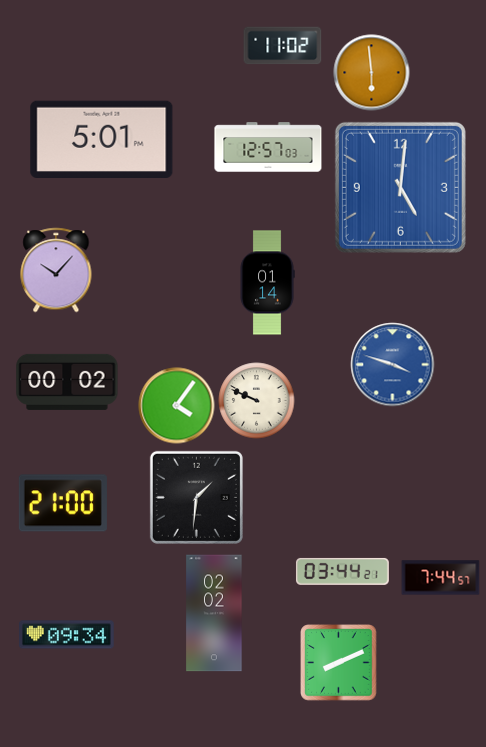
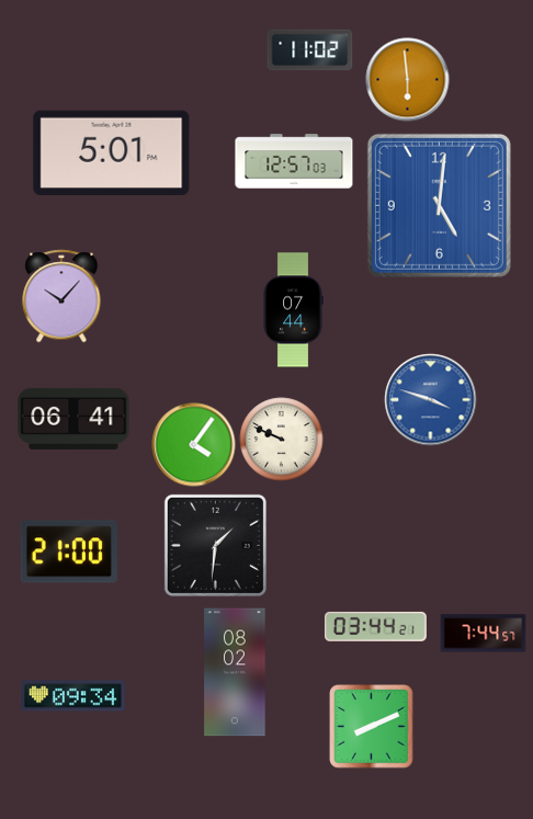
clock at (267, 283): 01:14 -> 07:44
clock at (67, 382): 00:02 -> 06:41
clock at (214, 613): 02:02 -> 08:02
